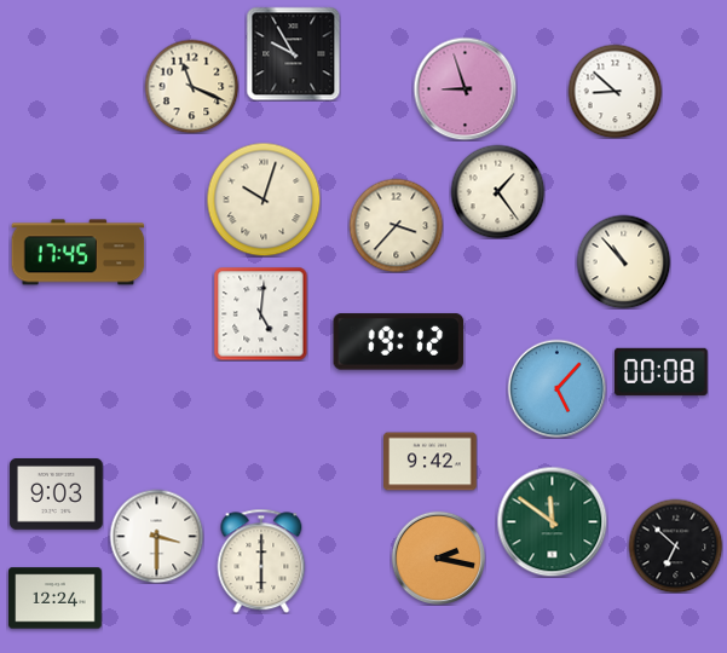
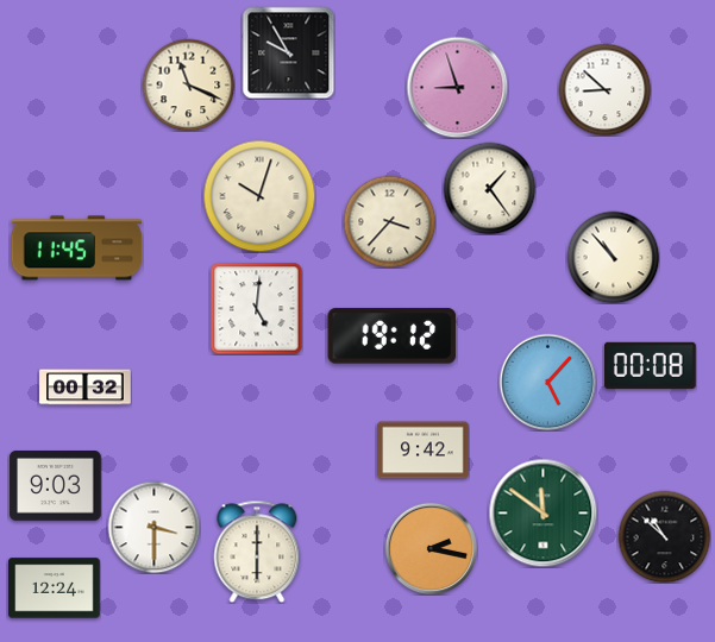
clock at (79, 253): 17:45 -> 11:45
clock at (86, 388): none -> 00:32
clock at (431, 462) position: (431, 462) -> (424, 451)
clock at (675, 545): 6:52 -> 10:52
